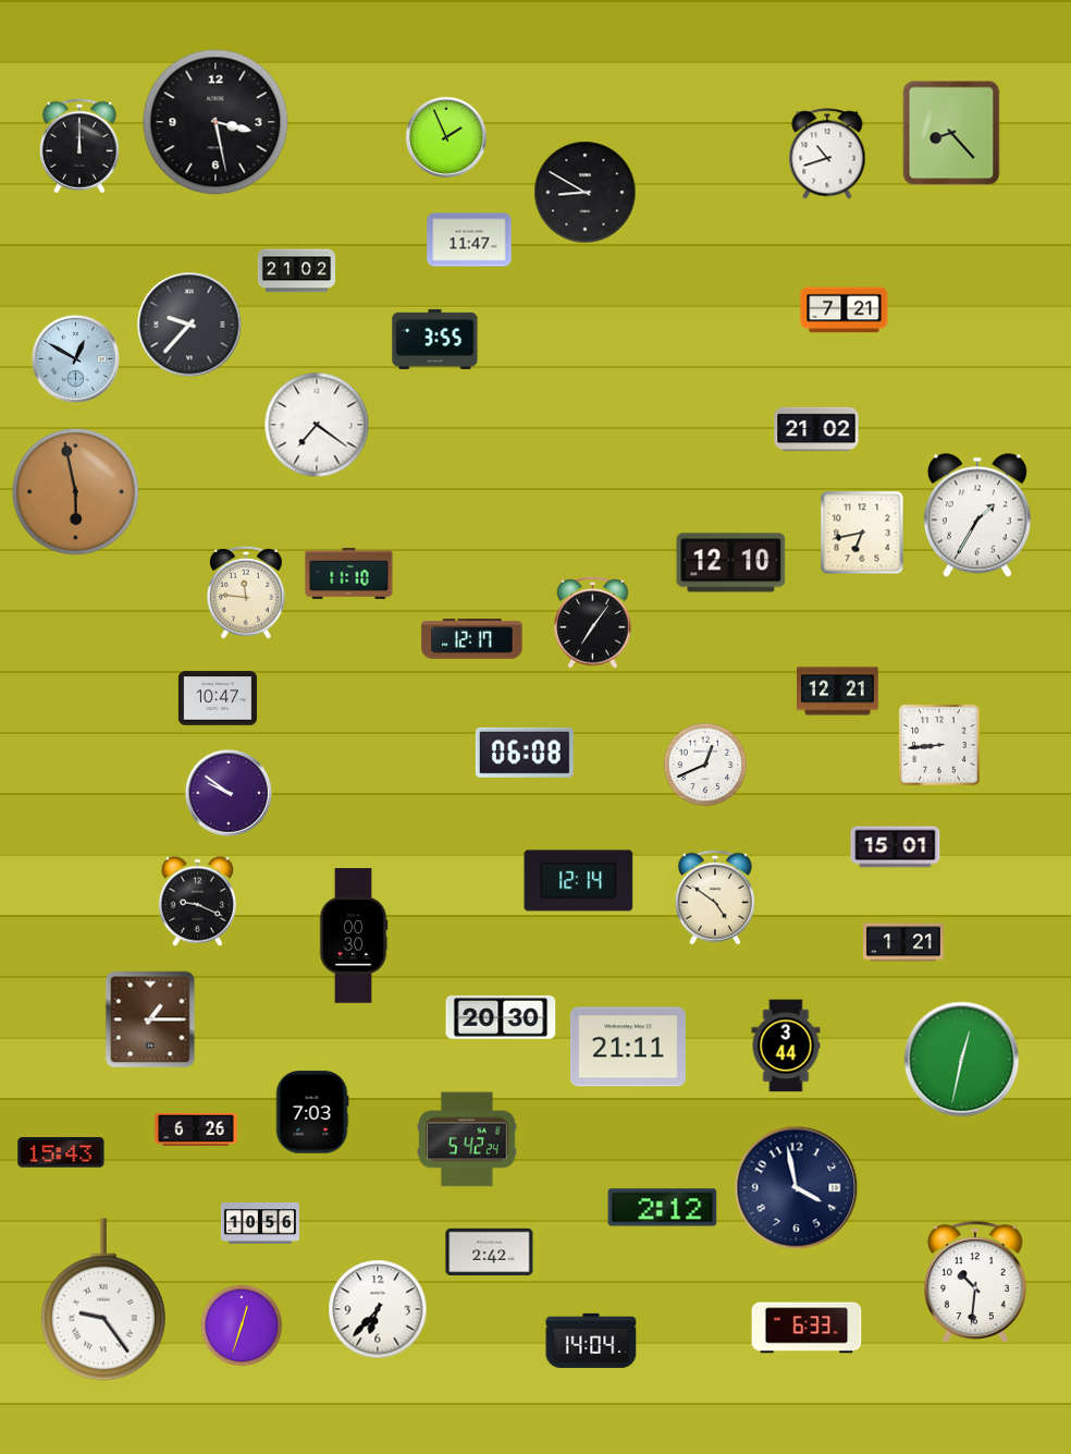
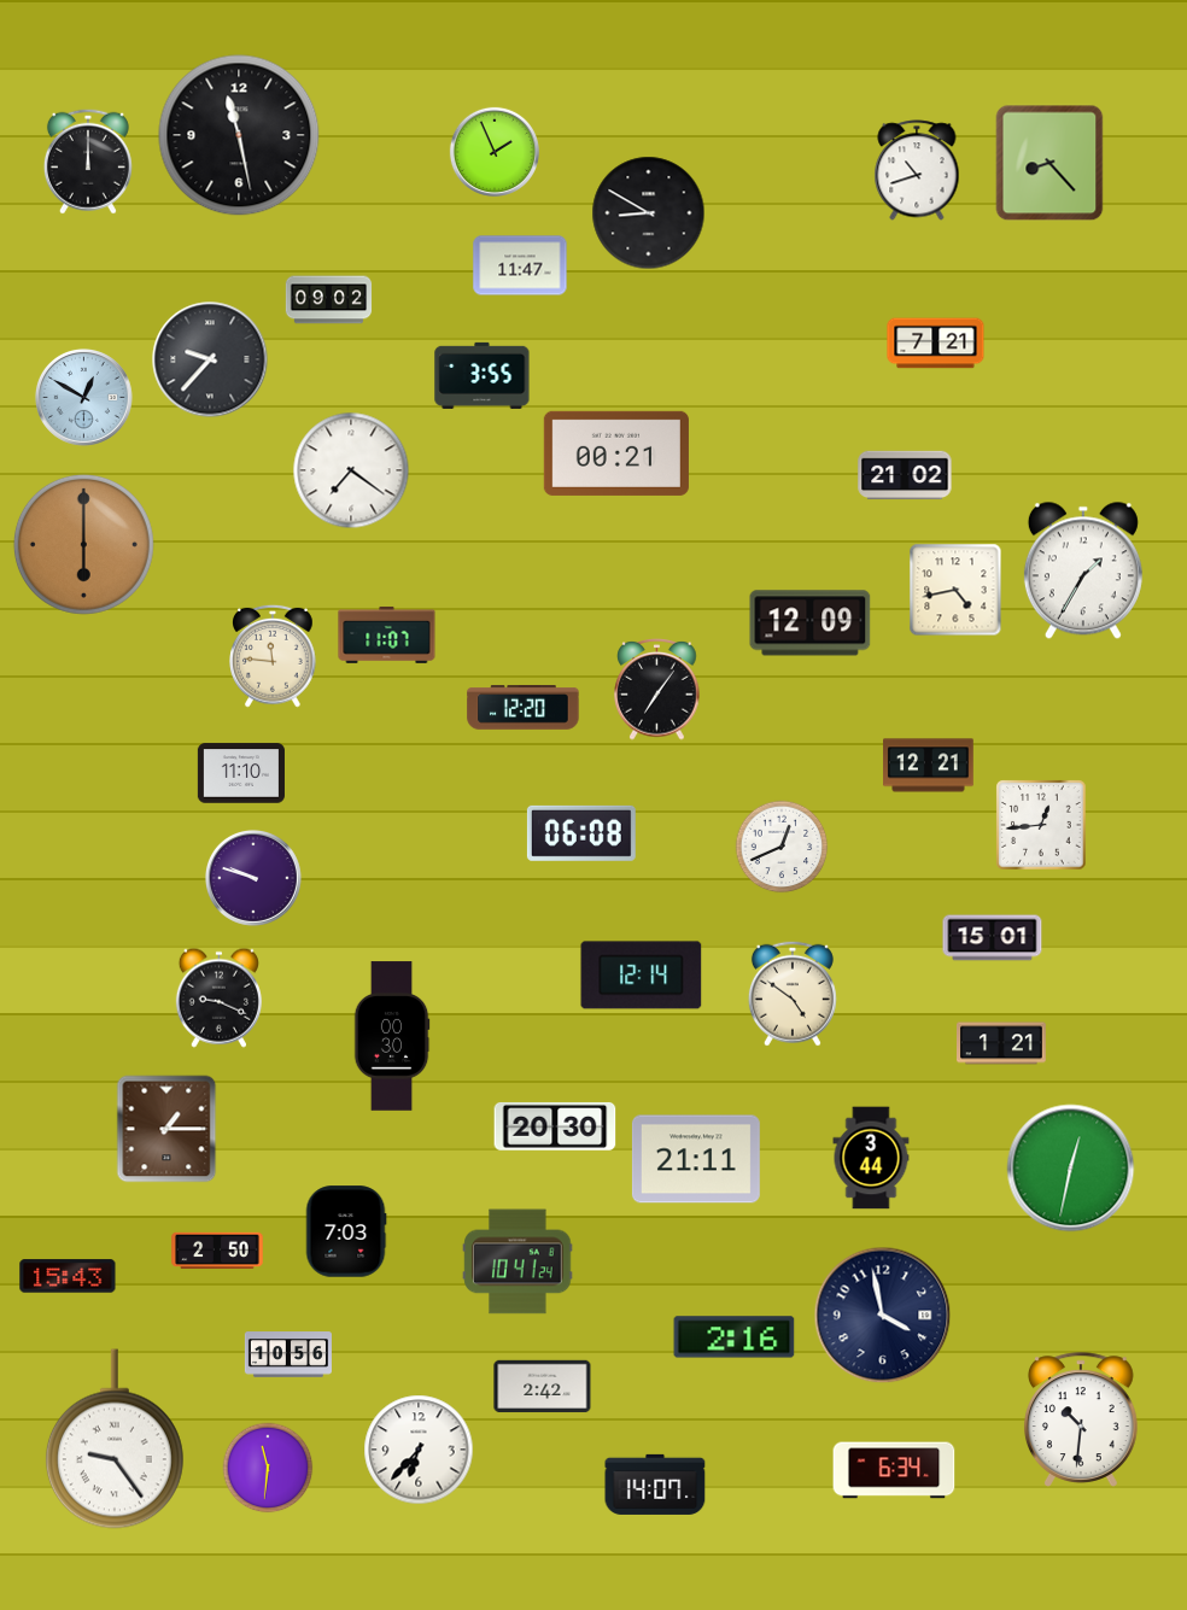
clock at (216, 122): 3:28 -> 11:28
clock at (951, 133) position: (951, 133) -> (1049, 163)
clock at (297, 271): 21:02 -> 09:02
clock at (616, 453): none -> 00:21
clock at (75, 491): 5:58 -> 6:00
clock at (862, 533): 6:43 -> 4:43
clock at (731, 563): 12:10 -> 12:09
clock at (349, 573): 11:10 -> 11:07
clock at (472, 639): 12:17 -> 12:20
clock at (218, 698): 10:47 -> 11:10
clock at (939, 745): 8:44 -> 12:44
clock at (229, 793): 9:51 -> 9:48
clock at (962, 1060) position: (962, 1060) -> (1071, 1169)
clock at (196, 1129): 6:26 -> 2:50
clock at (467, 1139): 5:42 -> 10:41
clock at (663, 1208): 2:12 -> 2:16
clock at (242, 1325): 12:33 -> 11:31
clock at (807, 1328): 6:33 -> 6:34
clock at (591, 1341): 14:04 -> 14:07
